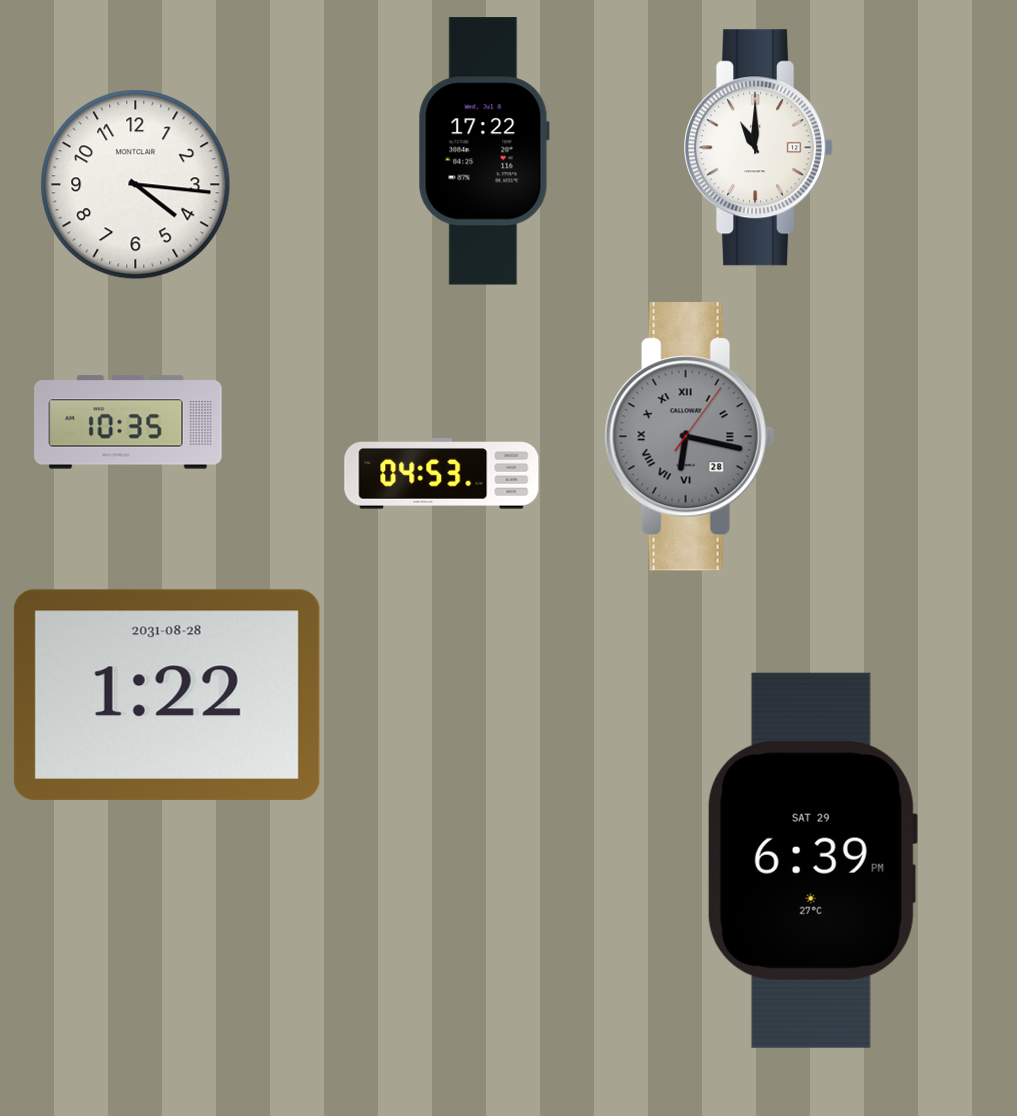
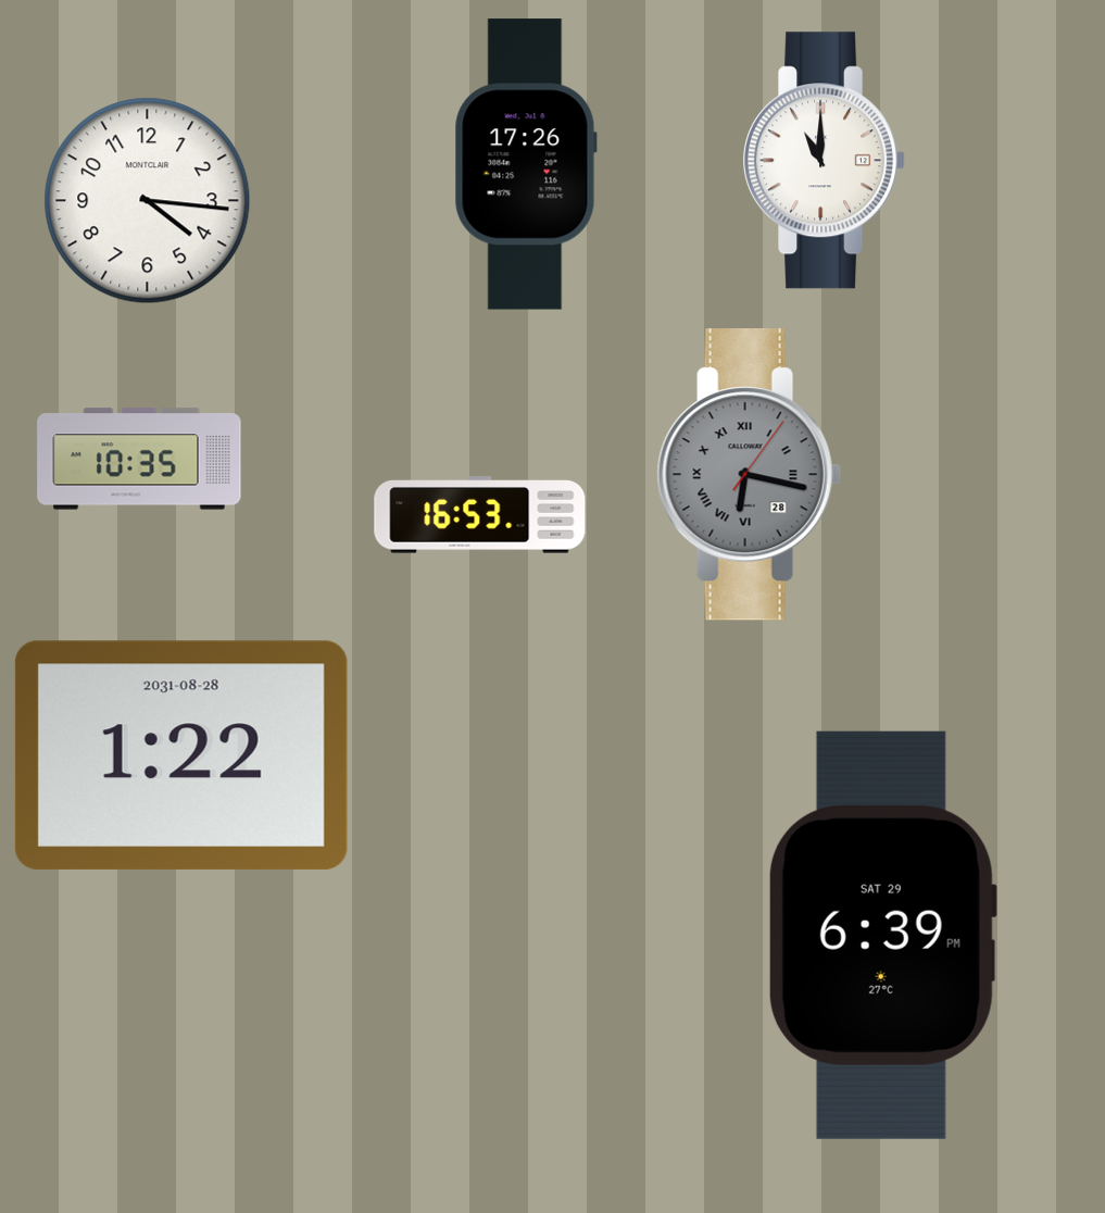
clock at (484, 151): 17:22 -> 17:26
clock at (442, 474): 04:53 -> 16:53
